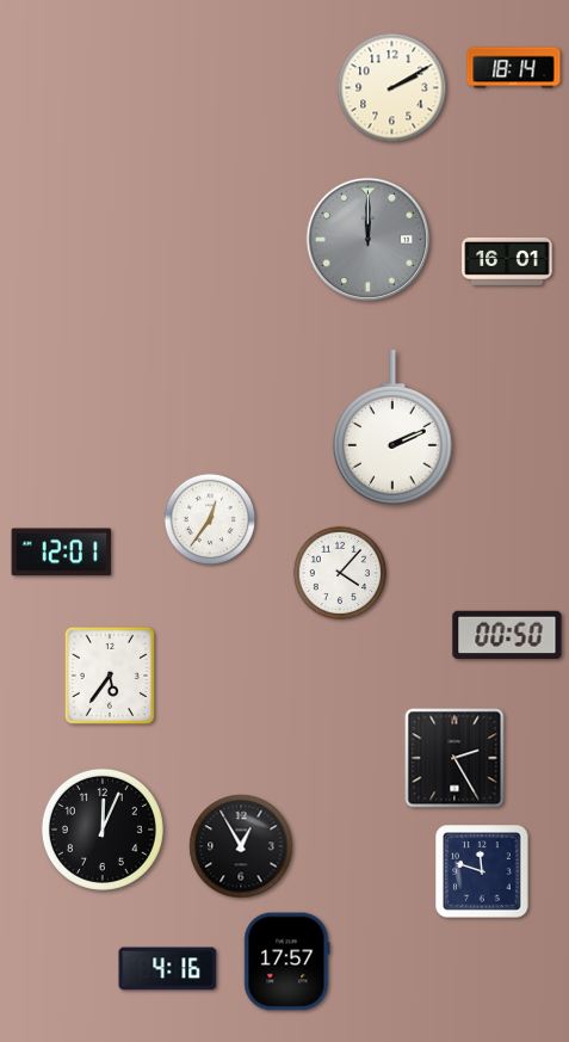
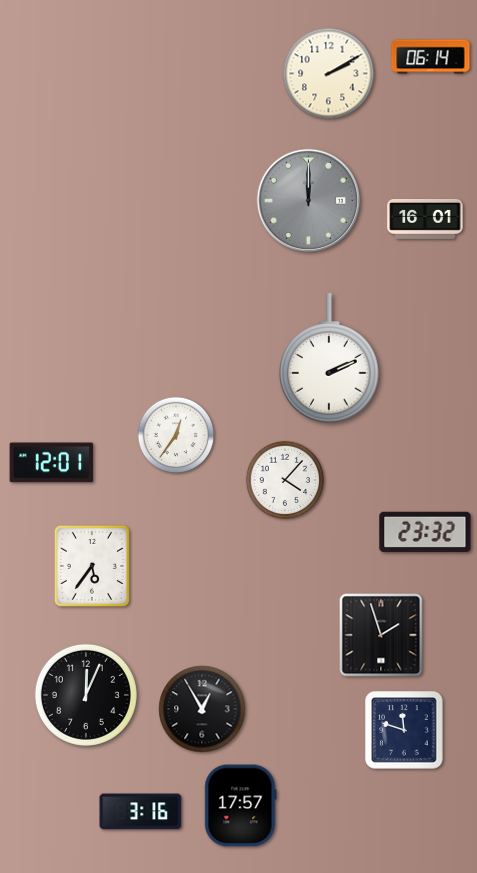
clock at (514, 68): 18:14 -> 06:14
clock at (507, 635): 00:50 -> 23:32
clock at (454, 758): 2:25 -> 1:57
clock at (168, 969): 4:16 -> 3:16
